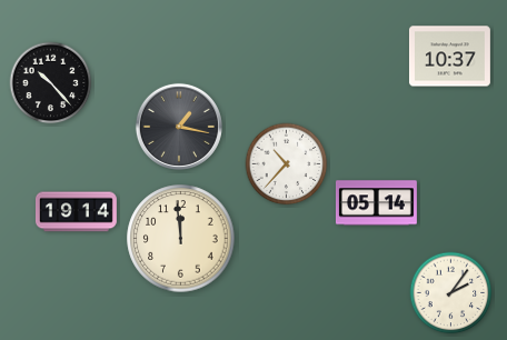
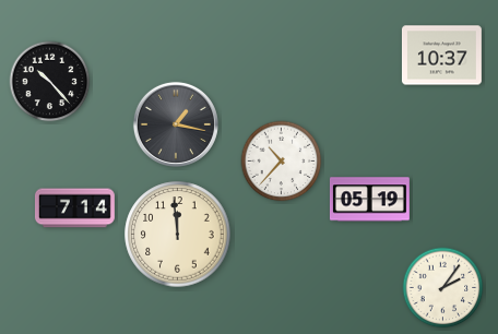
clock at (376, 203): 05:14 -> 05:19
clock at (76, 212): 19:14 -> 7:14
